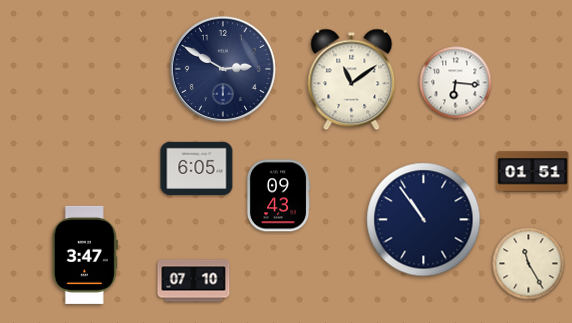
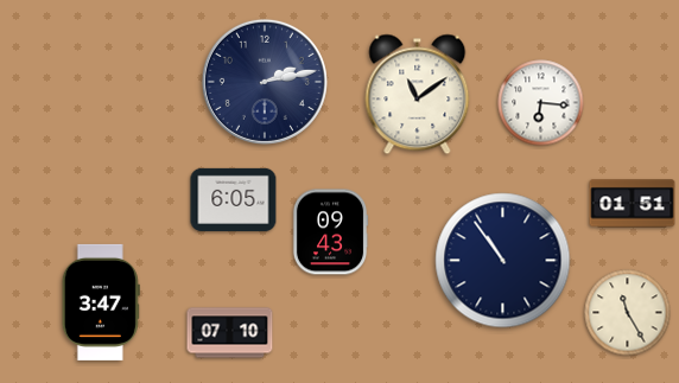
clock at (223, 69): 2:50 -> 2:13
clock at (456, 83) position: (456, 83) -> (541, 103)
